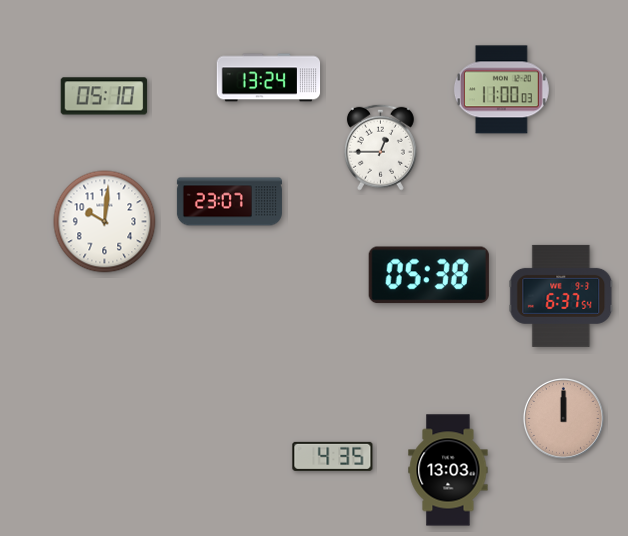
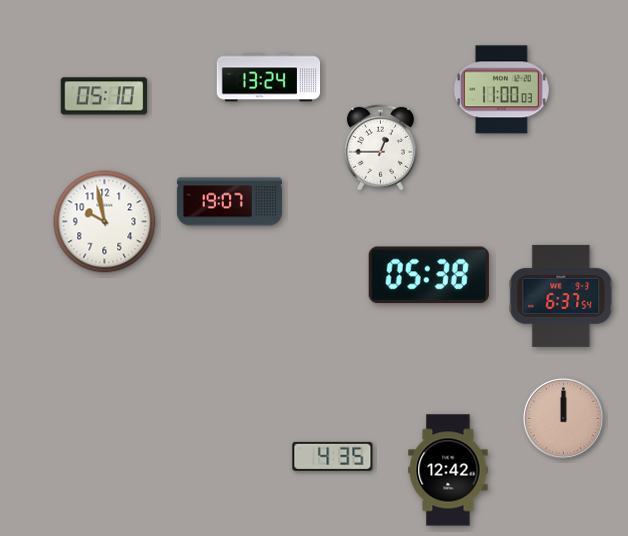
clock at (229, 202): 23:07 -> 19:07
clock at (105, 222): 10:01 -> 9:58
clock at (448, 470): 13:03 -> 12:42
